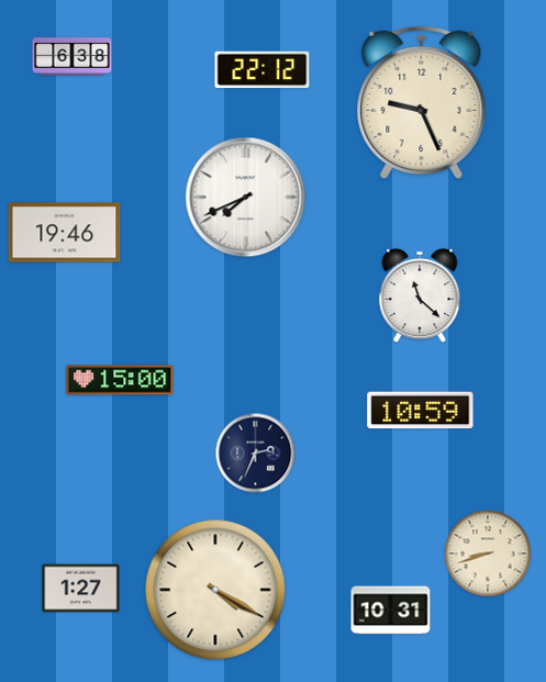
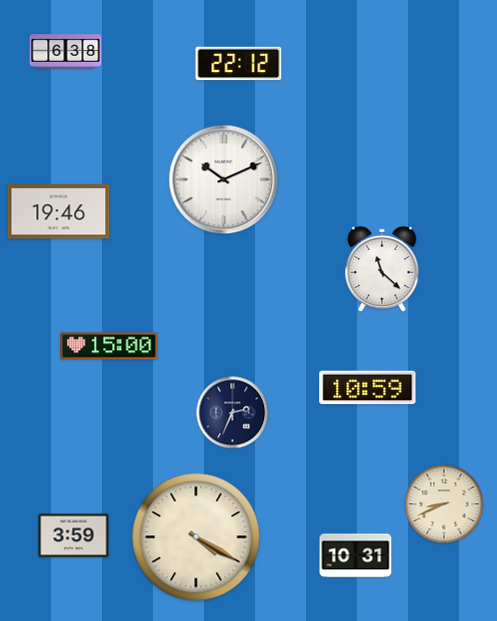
clock at (422, 103): 9:26 -> none
clock at (246, 198): 7:41 -> 10:11
clock at (421, 411) position: (421, 411) -> (368, 388)
clock at (488, 554): 8:42 -> 8:41
clock at (81, 589): 1:27 -> 3:59
